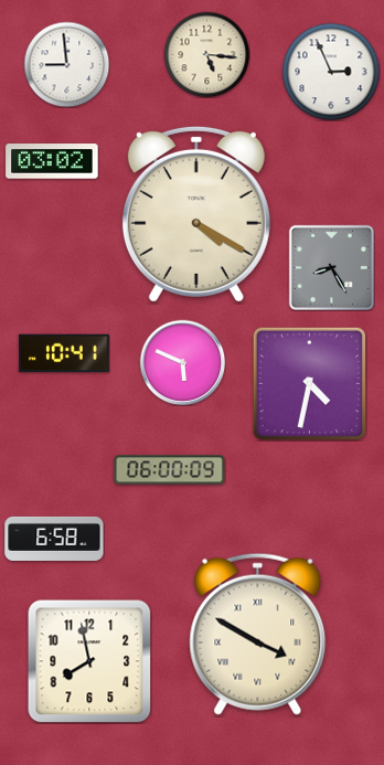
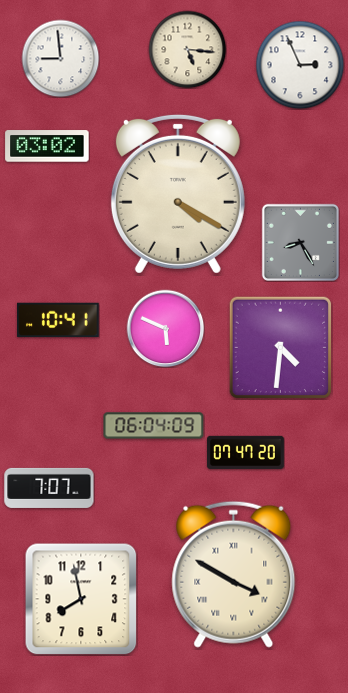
clock at (309, 383): 4:32 -> 4:31
clock at (170, 470): 06:00 -> 06:04
clock at (246, 452): none -> 07:47
clock at (54, 539): 6:58 -> 7:07
